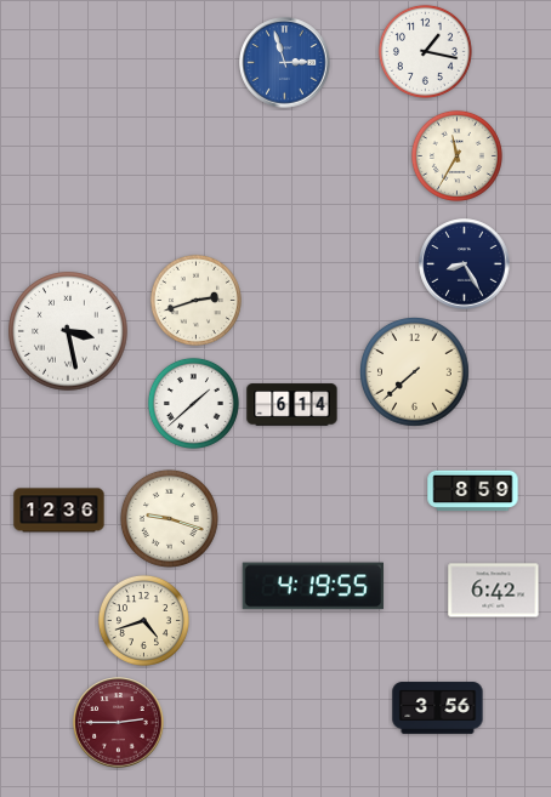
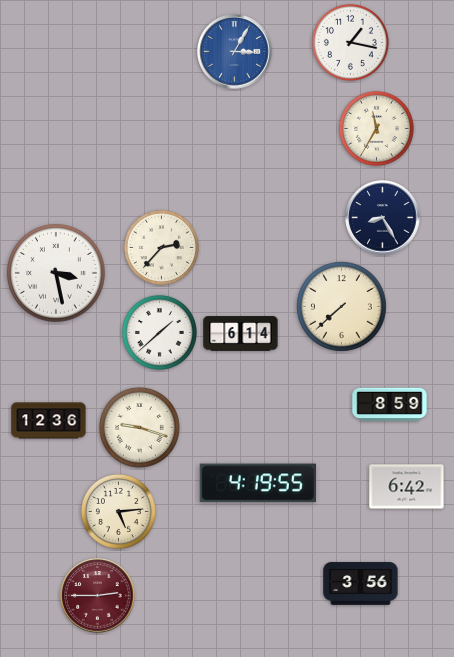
clock at (285, 63): 2:57 -> 3:05
clock at (195, 300): 2:42 -> 2:37
clock at (143, 620): 4:42 -> 5:14
